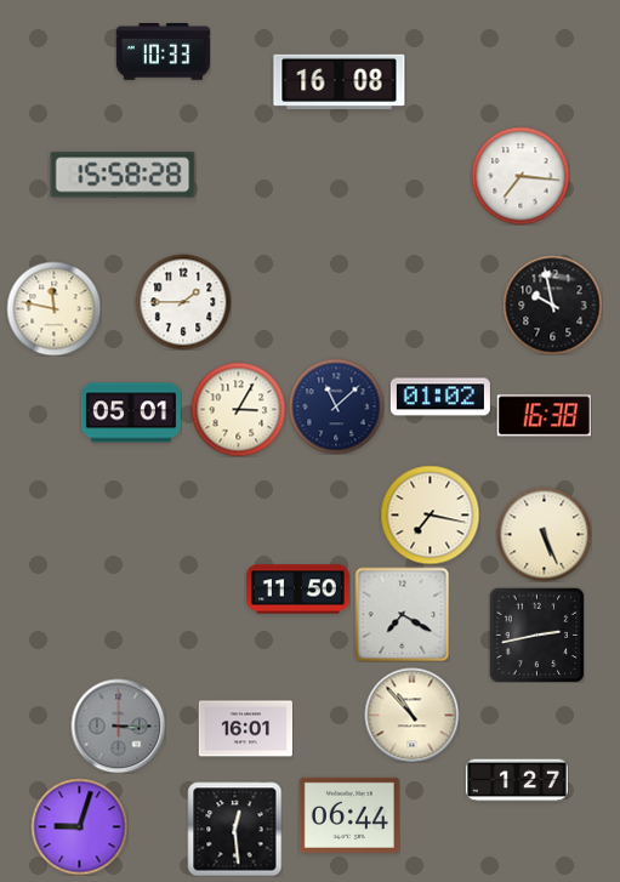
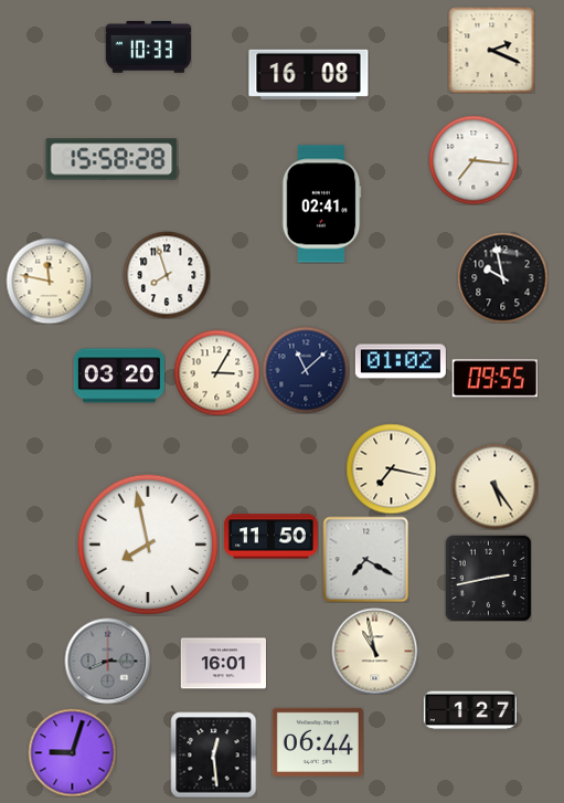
clock at (491, 50): none -> 2:19
clock at (321, 204): none -> 02:41
clock at (183, 302): 1:45 -> 7:57
clock at (131, 412): 05:01 -> 03:20
clock at (544, 416): 16:38 -> 09:55
clock at (544, 534): 5:26 -> 5:24
clock at (147, 543): none -> 7:58
clock at (411, 715): 10:53 -> 10:58
clock at (118, 725): 3:15 -> 8:15
